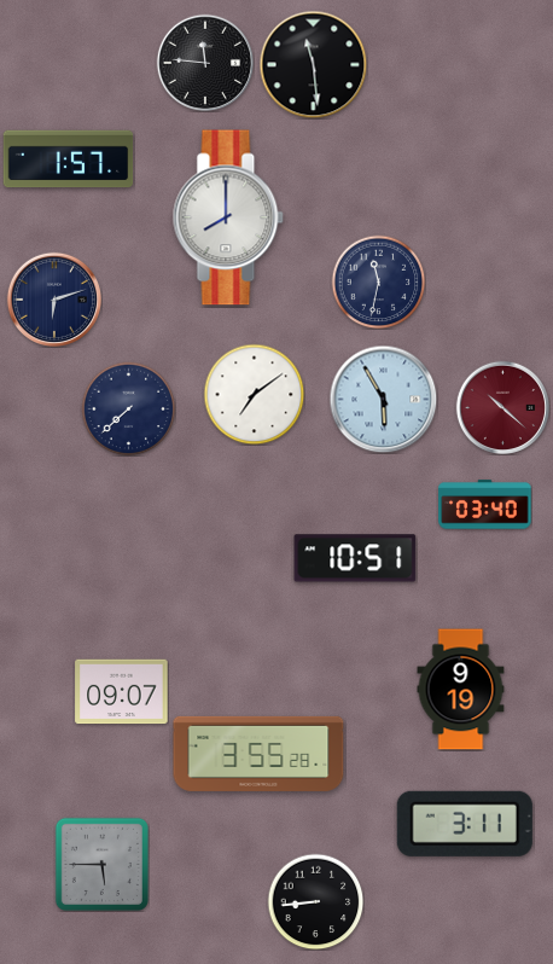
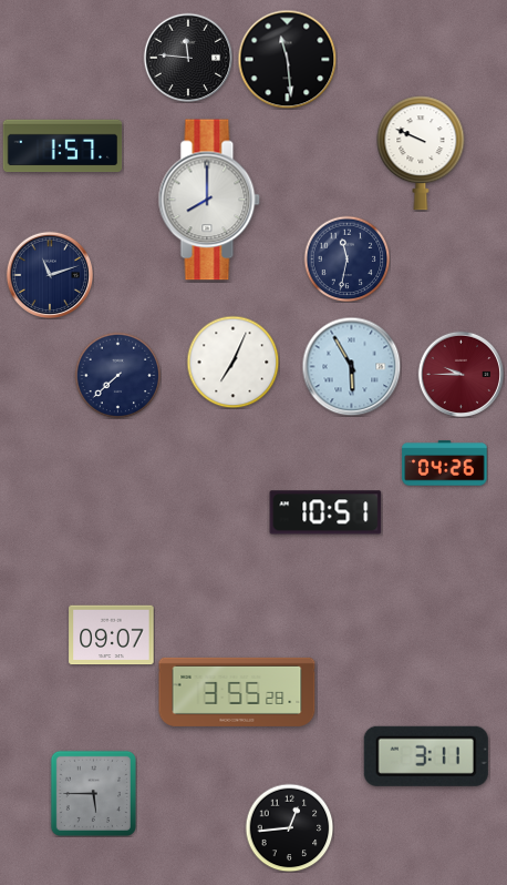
clock at (421, 153): none -> 9:49
clock at (53, 298): 6:12 -> 11:12
clock at (254, 394): 7:09 -> 7:04
clock at (502, 407): 10:22 -> 9:45
clock at (485, 505): 03:40 -> 04:26
clock at (461, 690): 9:19 -> none
clock at (315, 901): 8:44 -> 12:44
